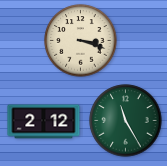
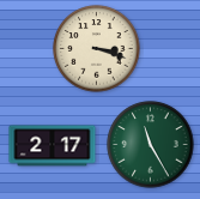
clock at (44, 122): 2:12 -> 2:17
